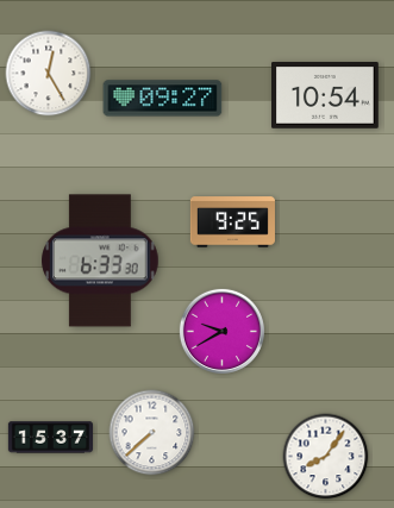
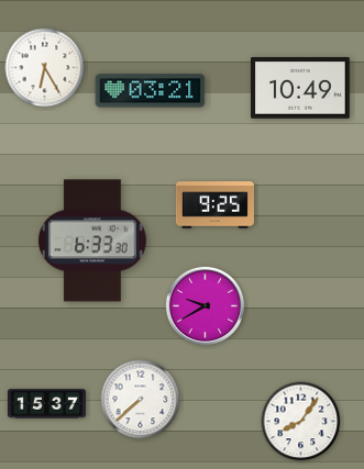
clock at (49, 74): 12:25 -> 6:25
clock at (326, 96): 10:54 -> 10:49
clock at (163, 99): 09:27 -> 03:21
